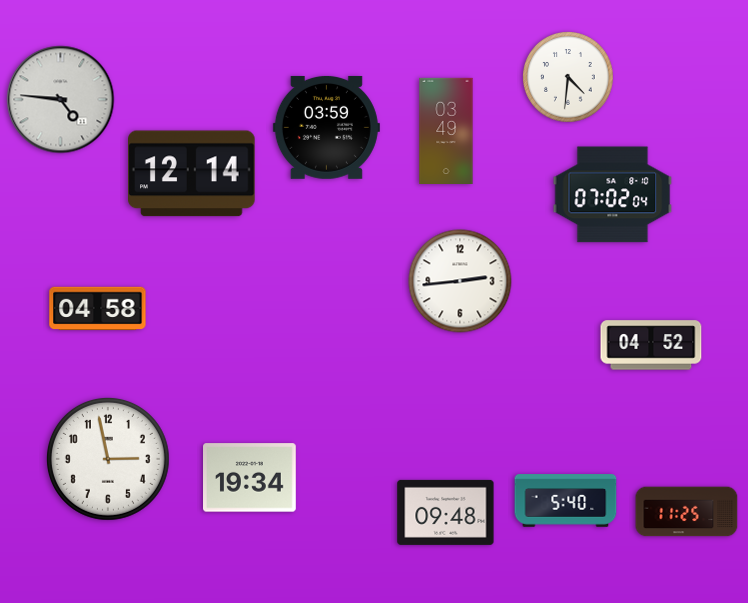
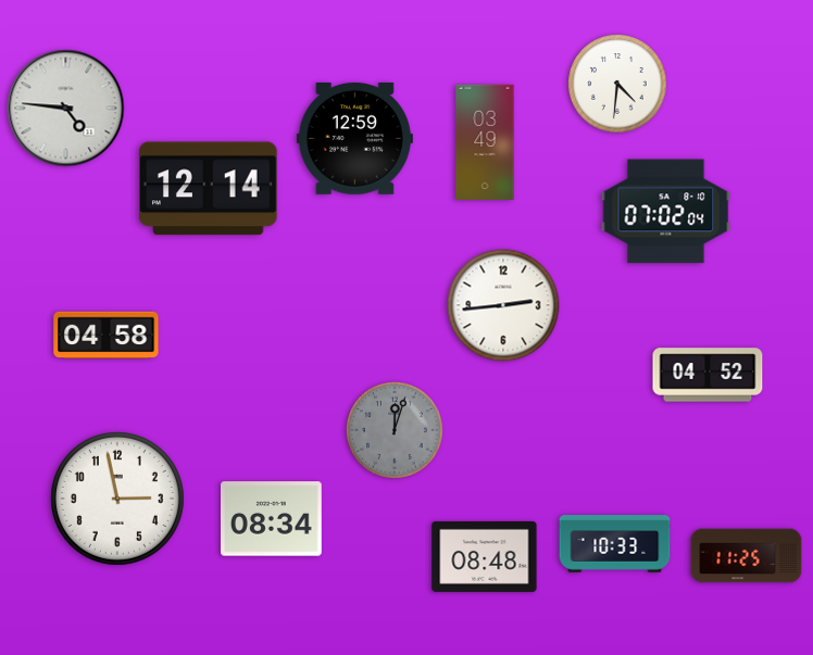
clock at (326, 127): 03:59 -> 12:59
clock at (460, 281) position: (460, 281) -> (503, 305)
clock at (396, 431): none -> 12:03
clock at (250, 478): 19:34 -> 08:34
clock at (566, 501): 5:40 -> 10:33
clock at (446, 512): 09:48 -> 08:48
